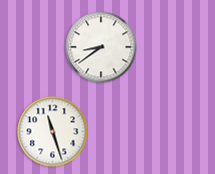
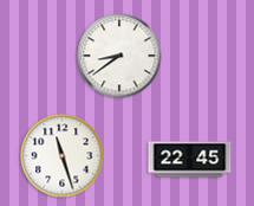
clock at (190, 160): none -> 22:45
